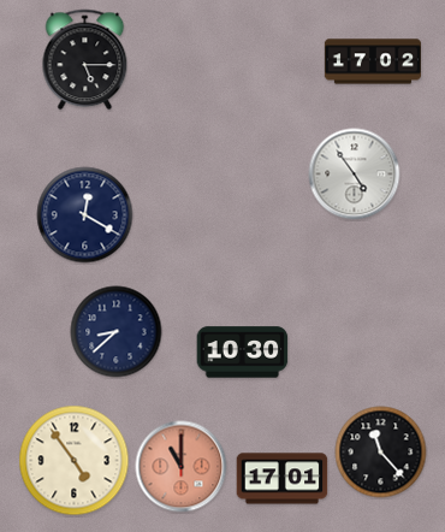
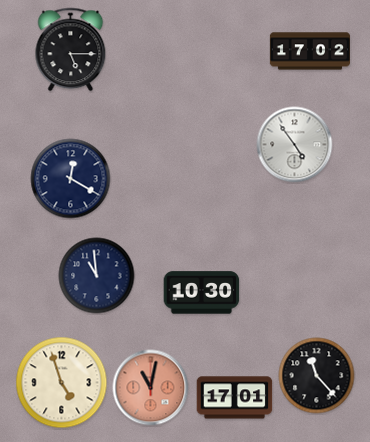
clock at (117, 332): 8:38 -> 10:59
clock at (75, 461): 4:54 -> 4:57
clock at (182, 467): 11:00 -> 11:02
